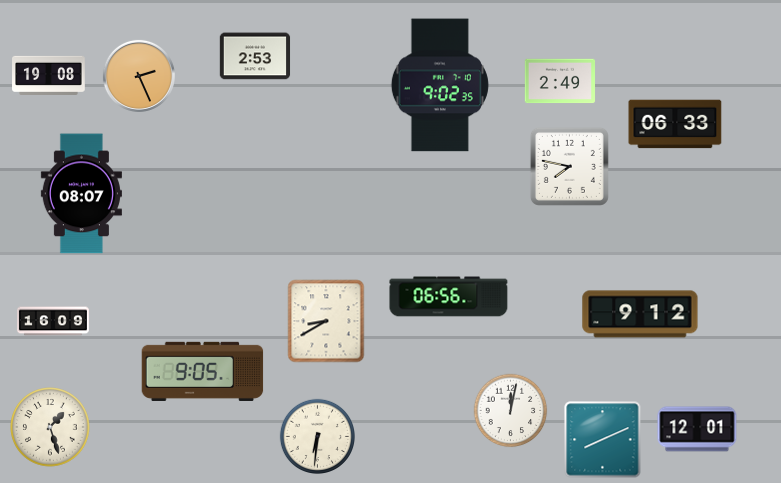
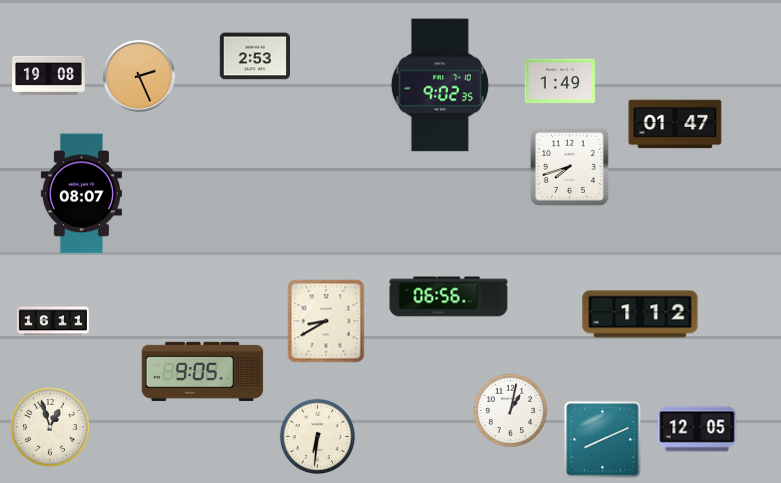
clock at (560, 81): 2:49 -> 1:49
clock at (675, 124): 06:33 -> 01:47
clock at (569, 166): 7:47 -> 7:42
clock at (640, 314): 9:12 -> 1:12
clock at (53, 321): 16:09 -> 16:11
clock at (511, 411): 12:02 -> 1:02
clock at (50, 427): 1:27 -> 12:57
clock at (697, 429): 12:01 -> 12:05
